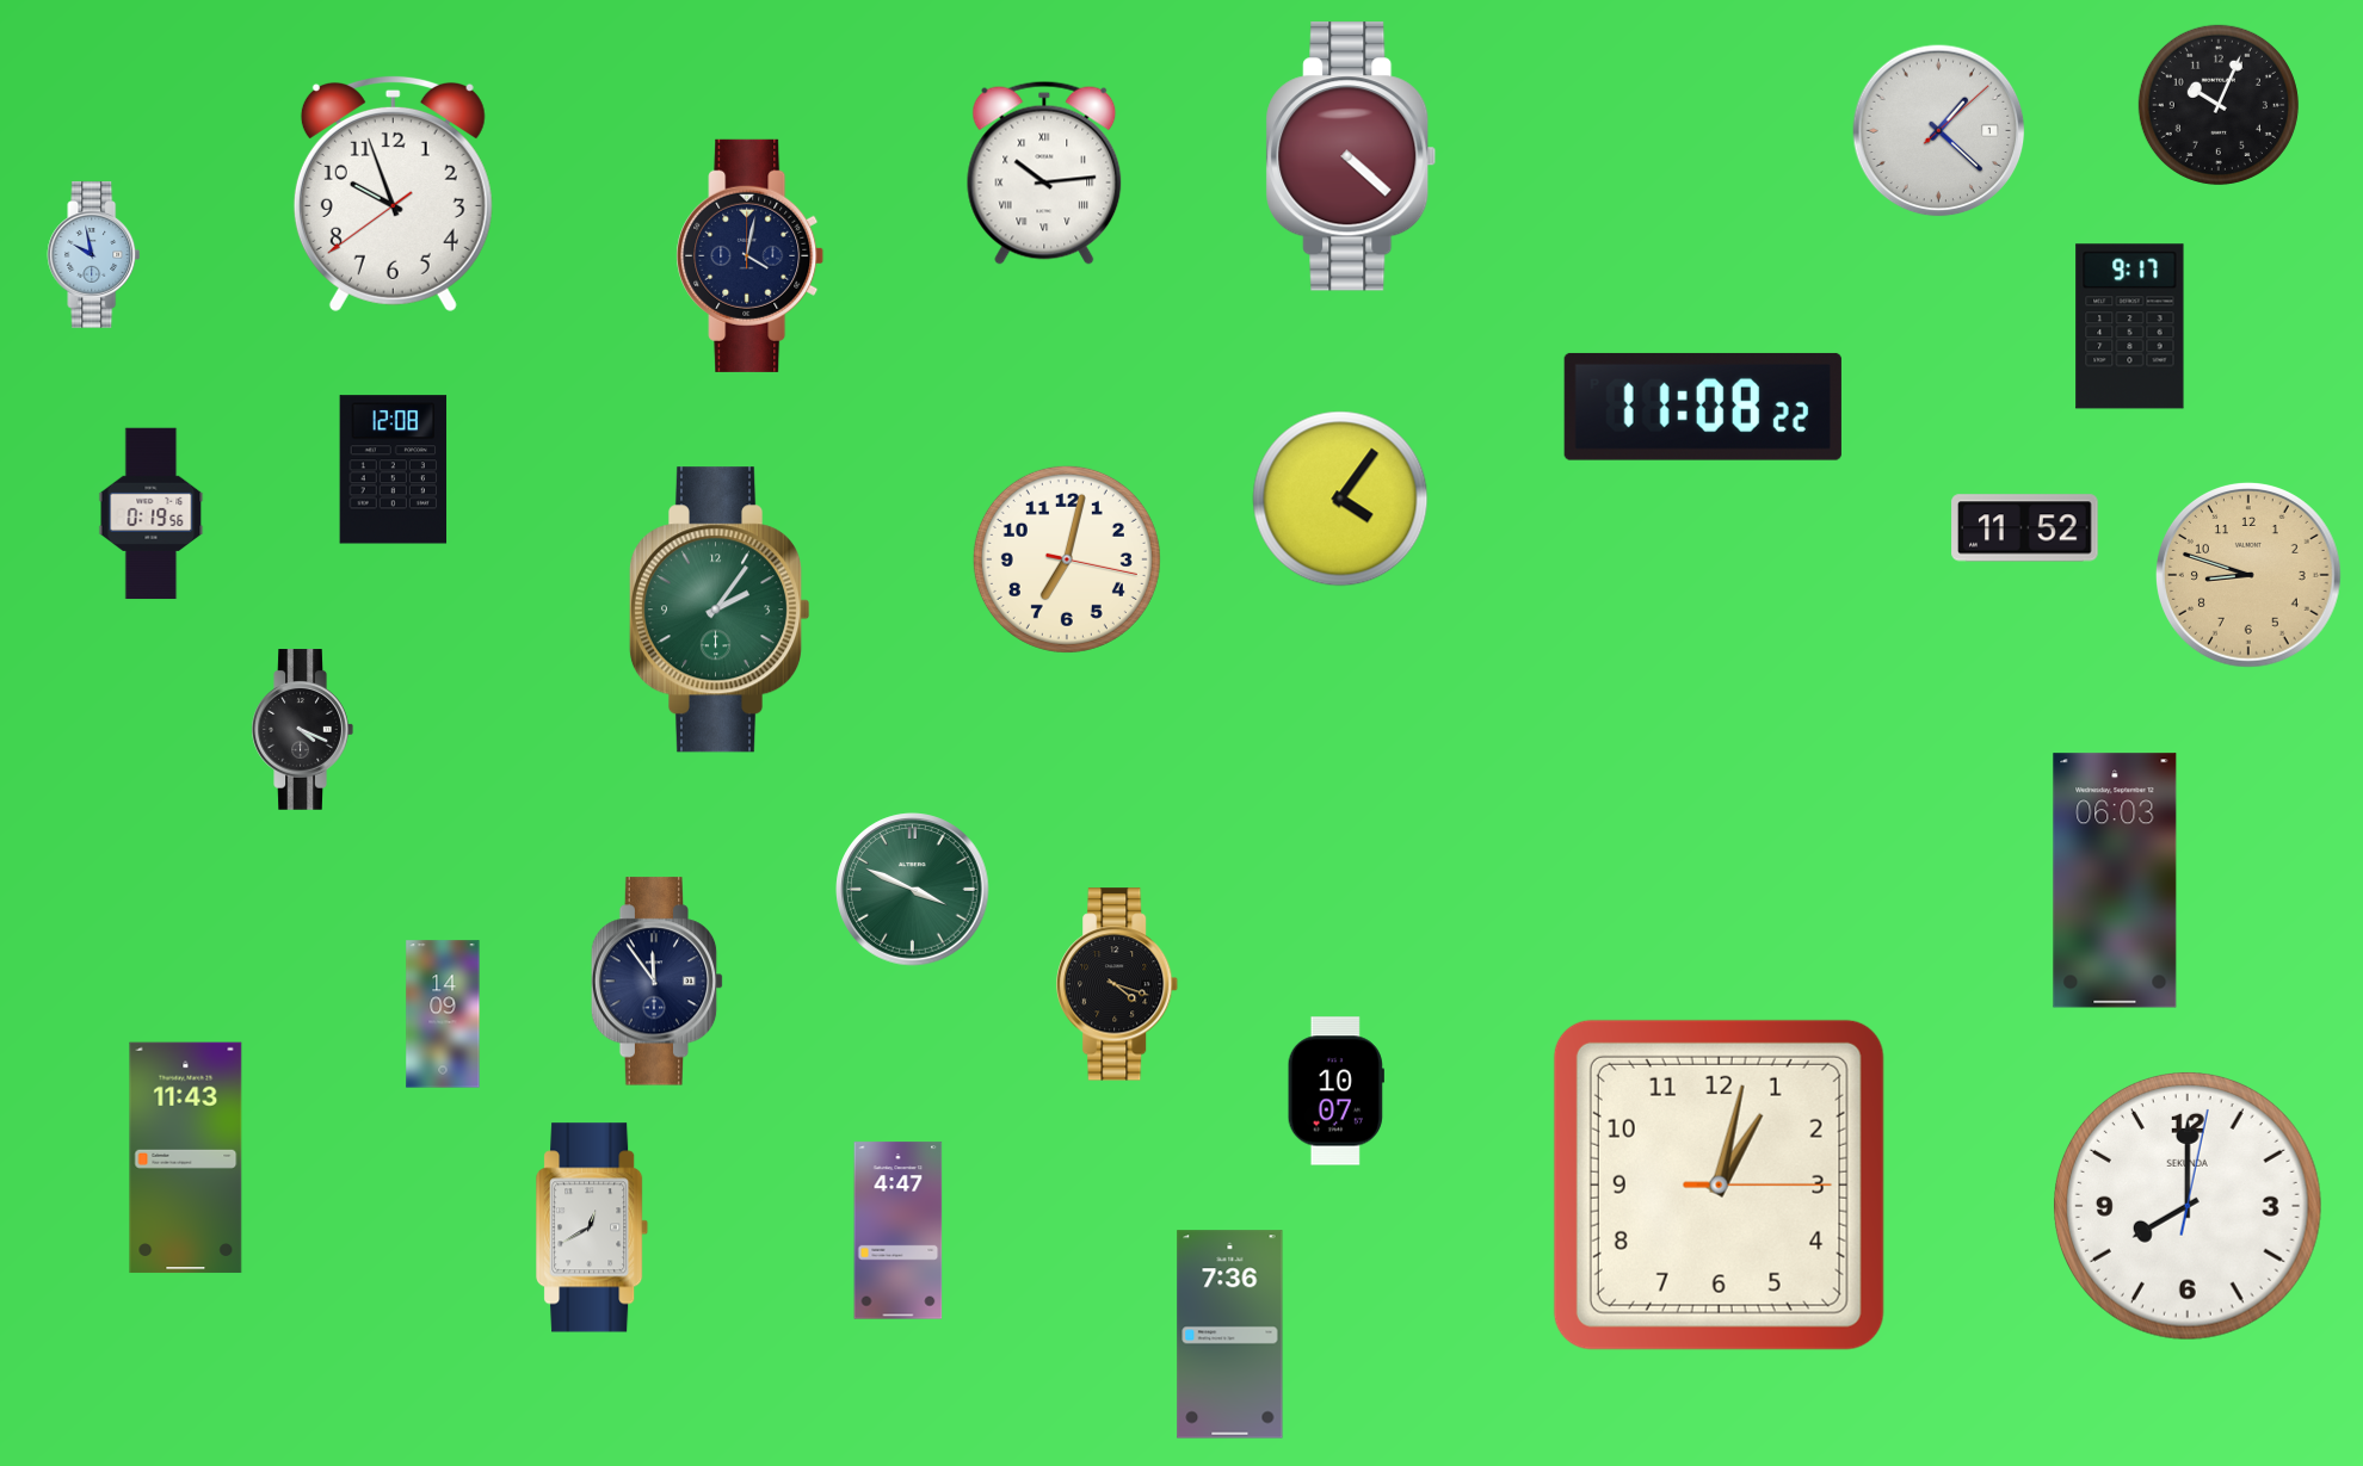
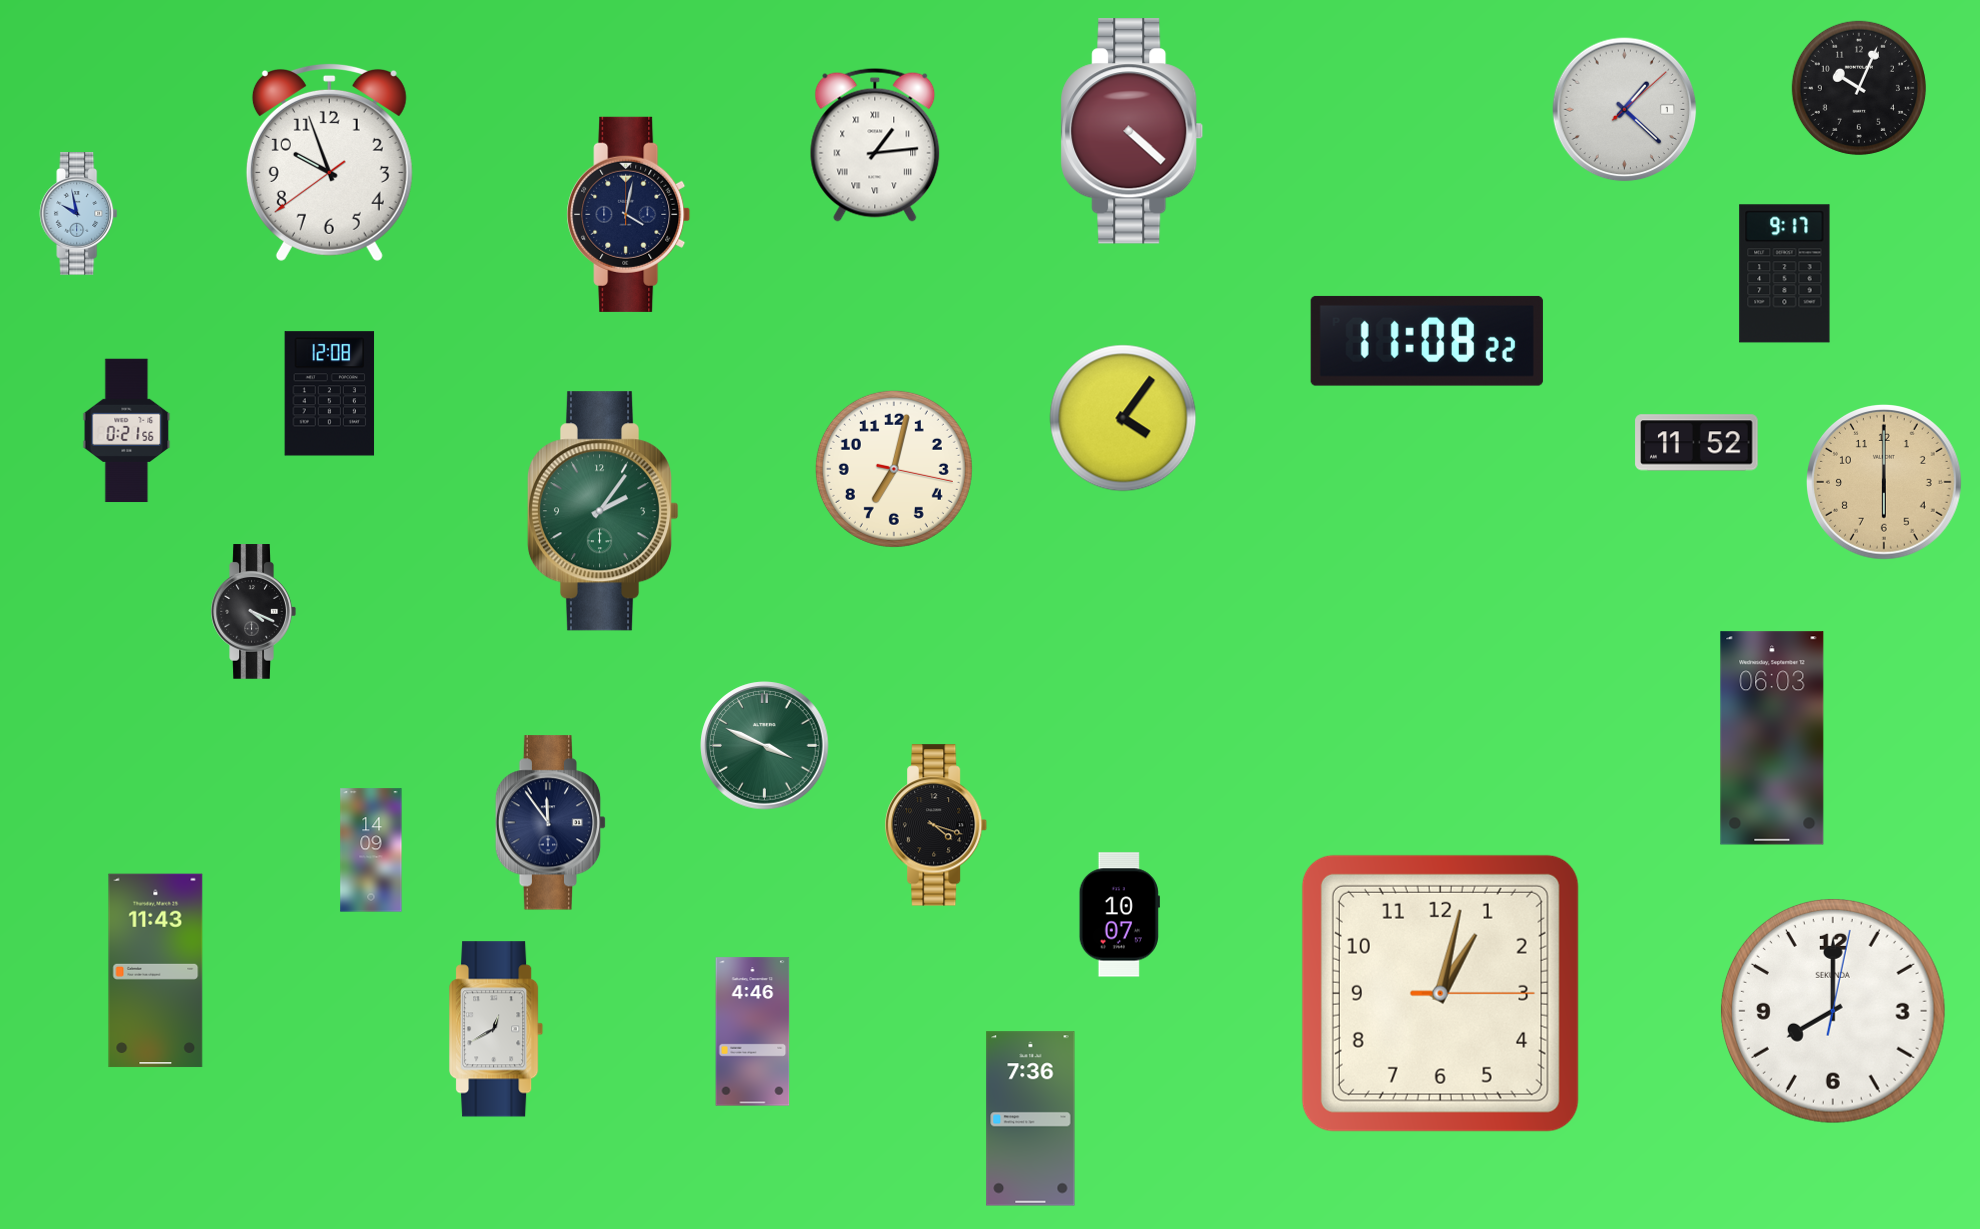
clock at (1044, 173): 10:14 -> 1:14
clock at (152, 514): 0:19 -> 0:21
clock at (2250, 576): 8:48 -> 6:00
clock at (899, 1231): 4:47 -> 4:46
